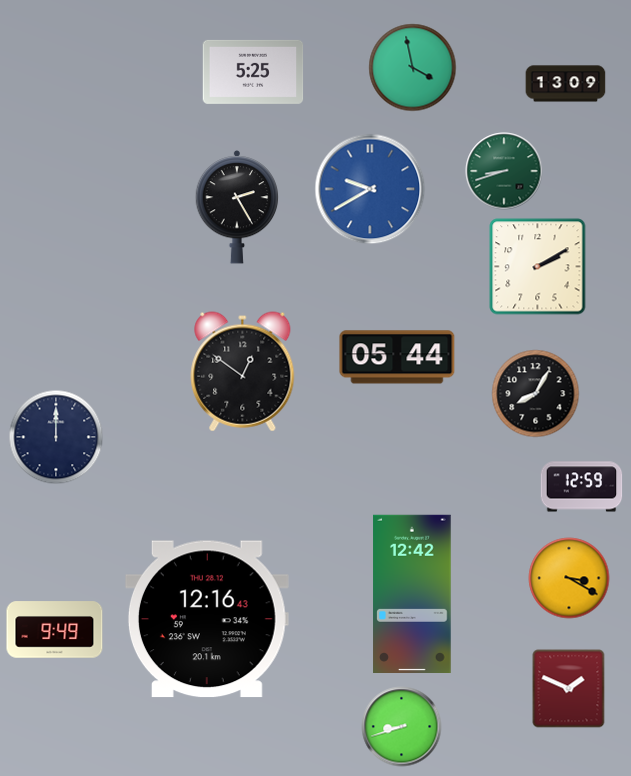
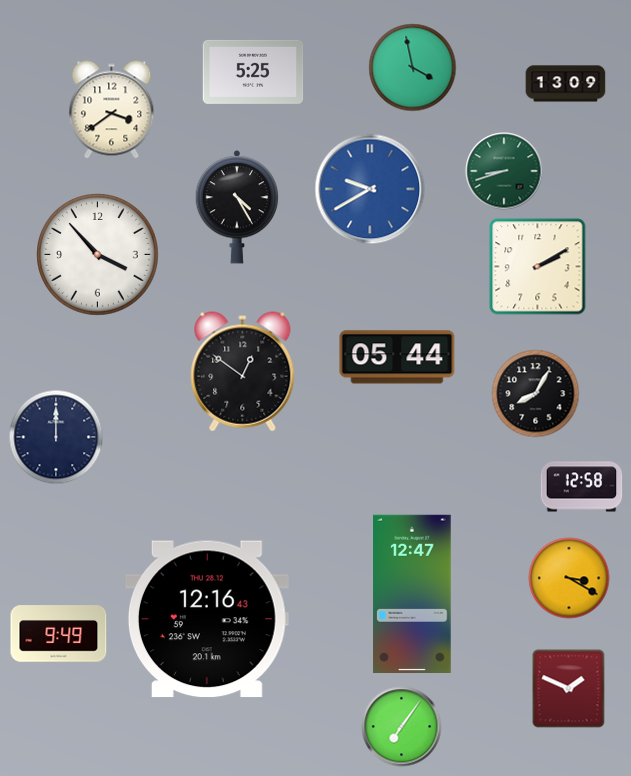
clock at (112, 110): none -> 3:39
clock at (237, 207): 2:25 -> 4:25
clock at (98, 255): none -> 3:53
clock at (582, 487): 12:59 -> 12:58
clock at (412, 593): 12:42 -> 12:47
clock at (55, 630) position: (55, 630) -> (59, 634)
clock at (402, 727): 8:42 -> 7:06
